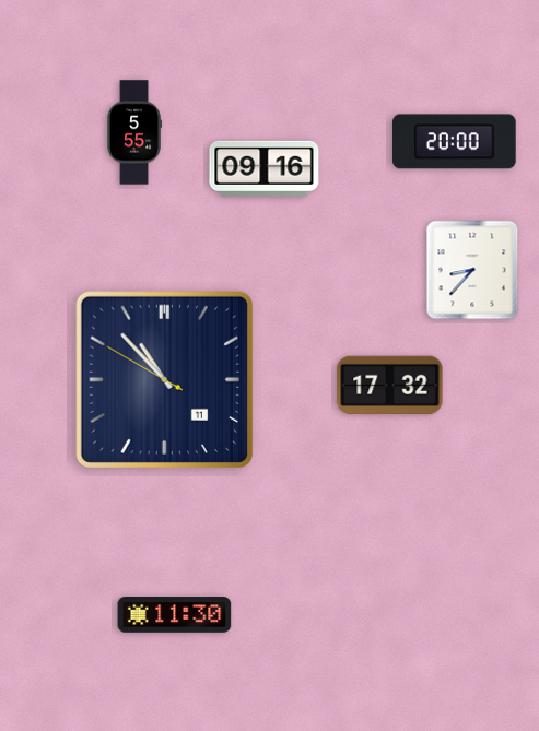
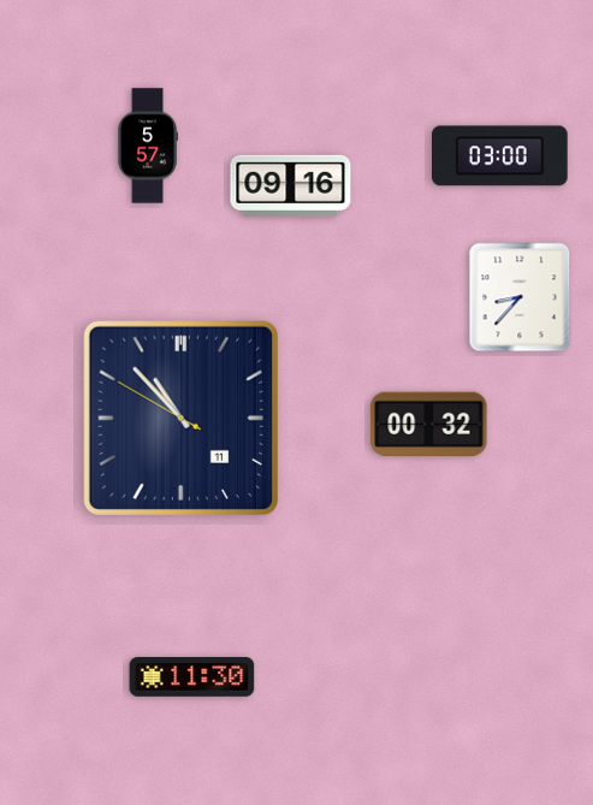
clock at (133, 132): 5:55 -> 5:57
clock at (455, 142): 20:00 -> 03:00
clock at (390, 386): 17:32 -> 00:32
